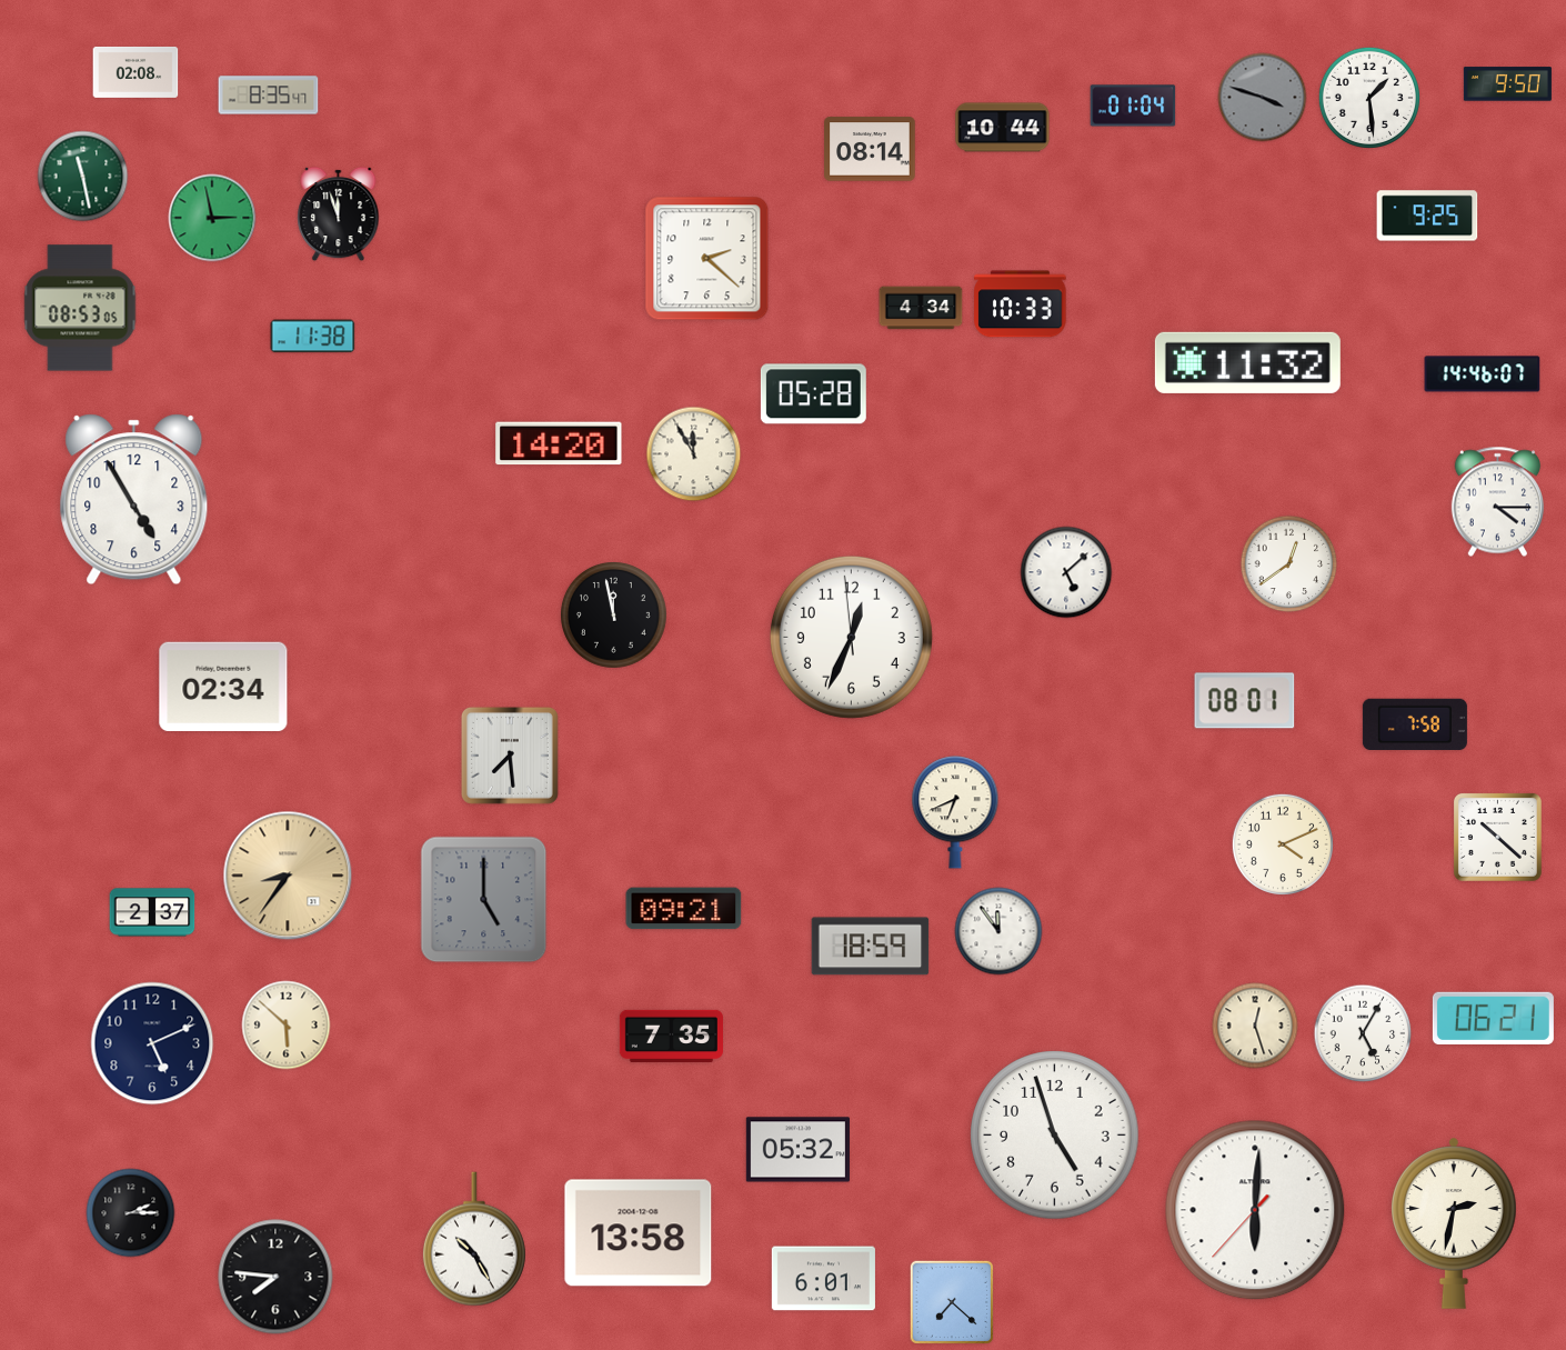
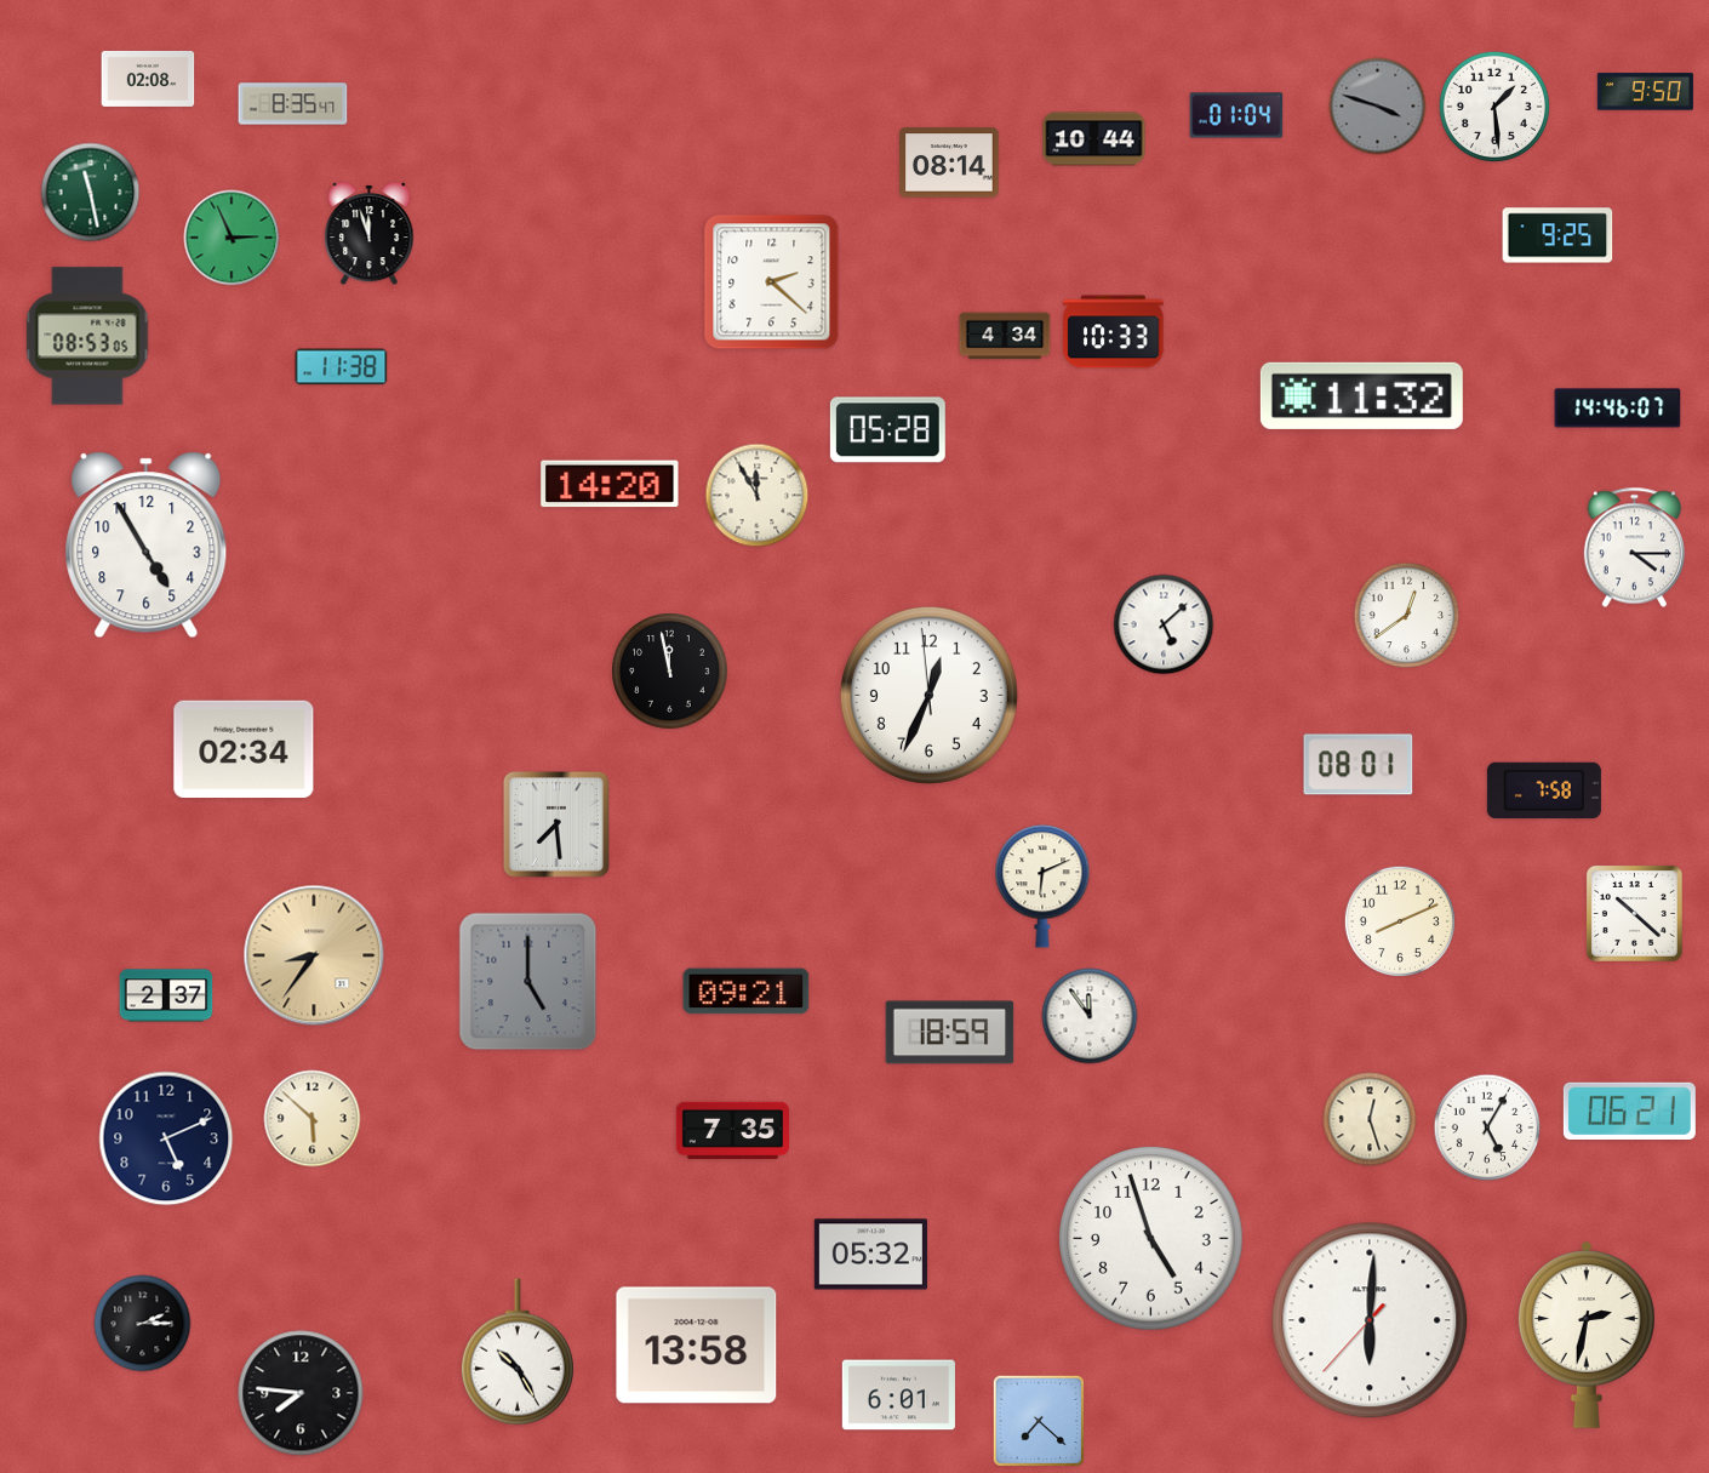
clock at (212, 218): 2:58 -> 2:56
clock at (955, 812): 6:41 -> 6:11
clock at (1283, 844): 4:11 -> 8:11
